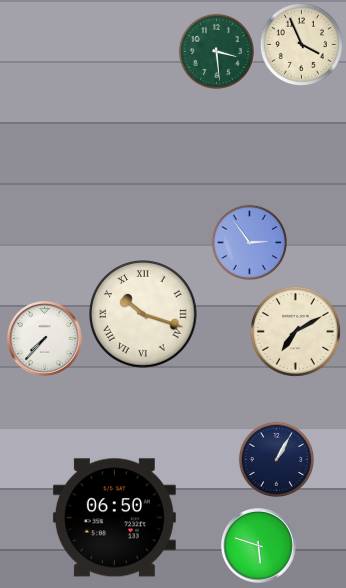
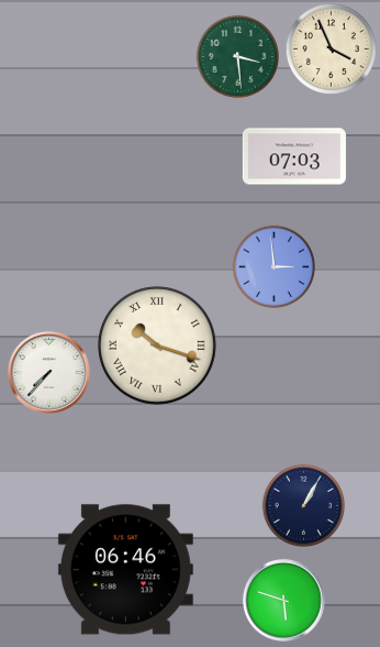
clock at (294, 156): none -> 07:03
clock at (249, 242): 2:54 -> 2:59
clock at (295, 331): 7:10 -> none
clock at (114, 518): 06:50 -> 06:46
